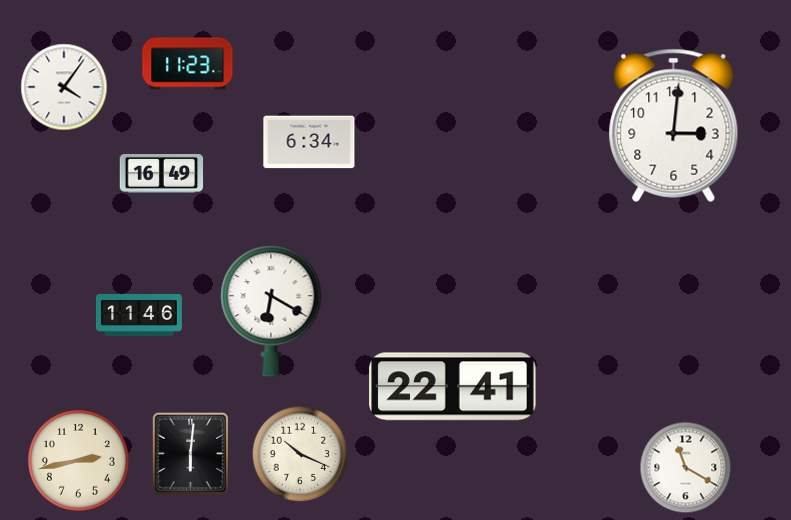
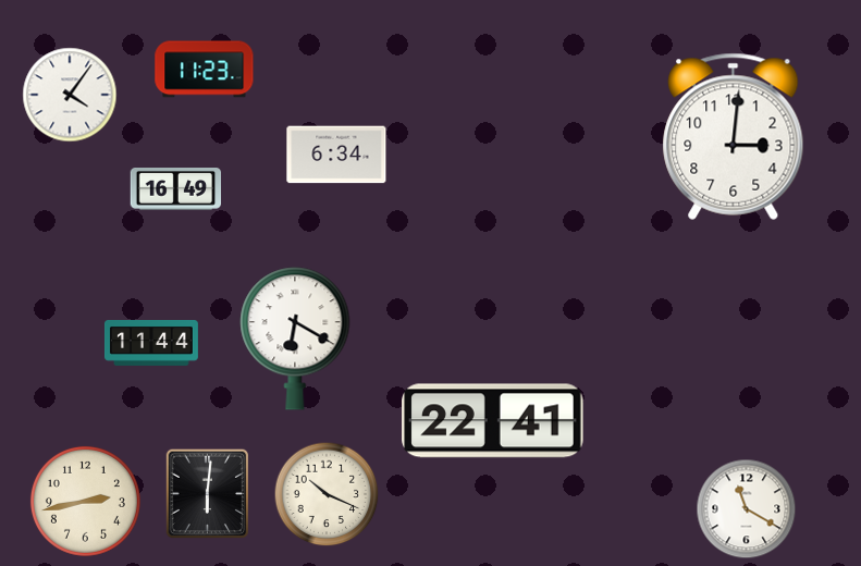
clock at (139, 315): 11:46 -> 11:44
